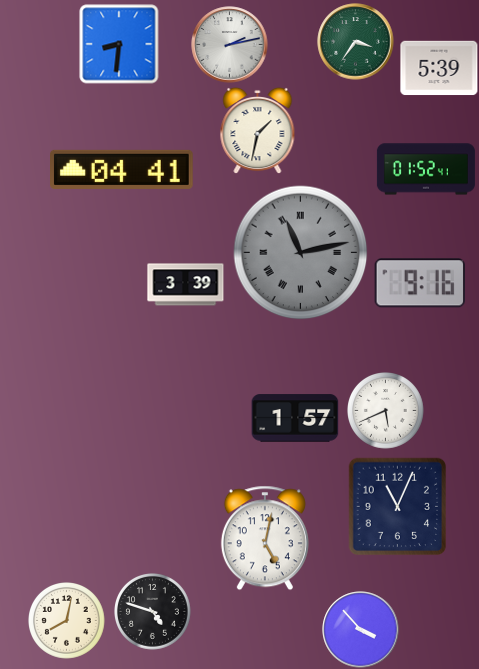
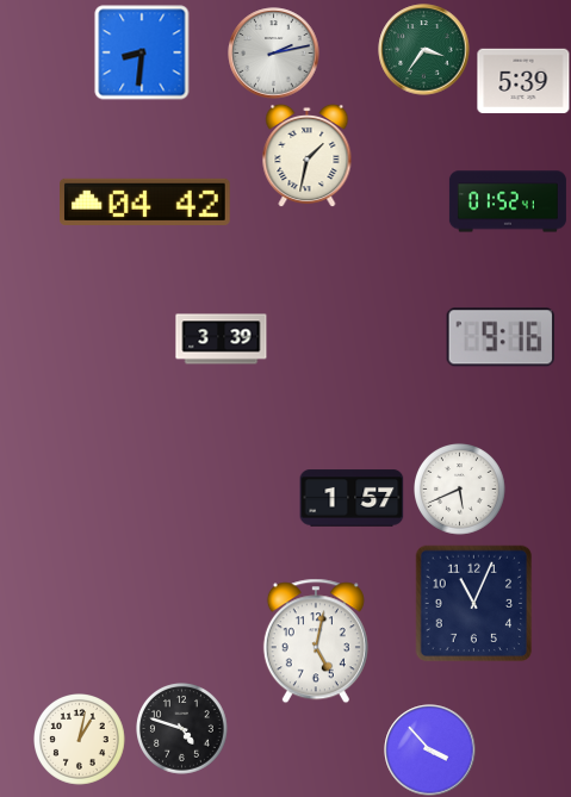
clock at (122, 169): 04:41 -> 04:42
clock at (301, 253): 11:13 -> none
clock at (67, 621): 8:02 -> 1:02
